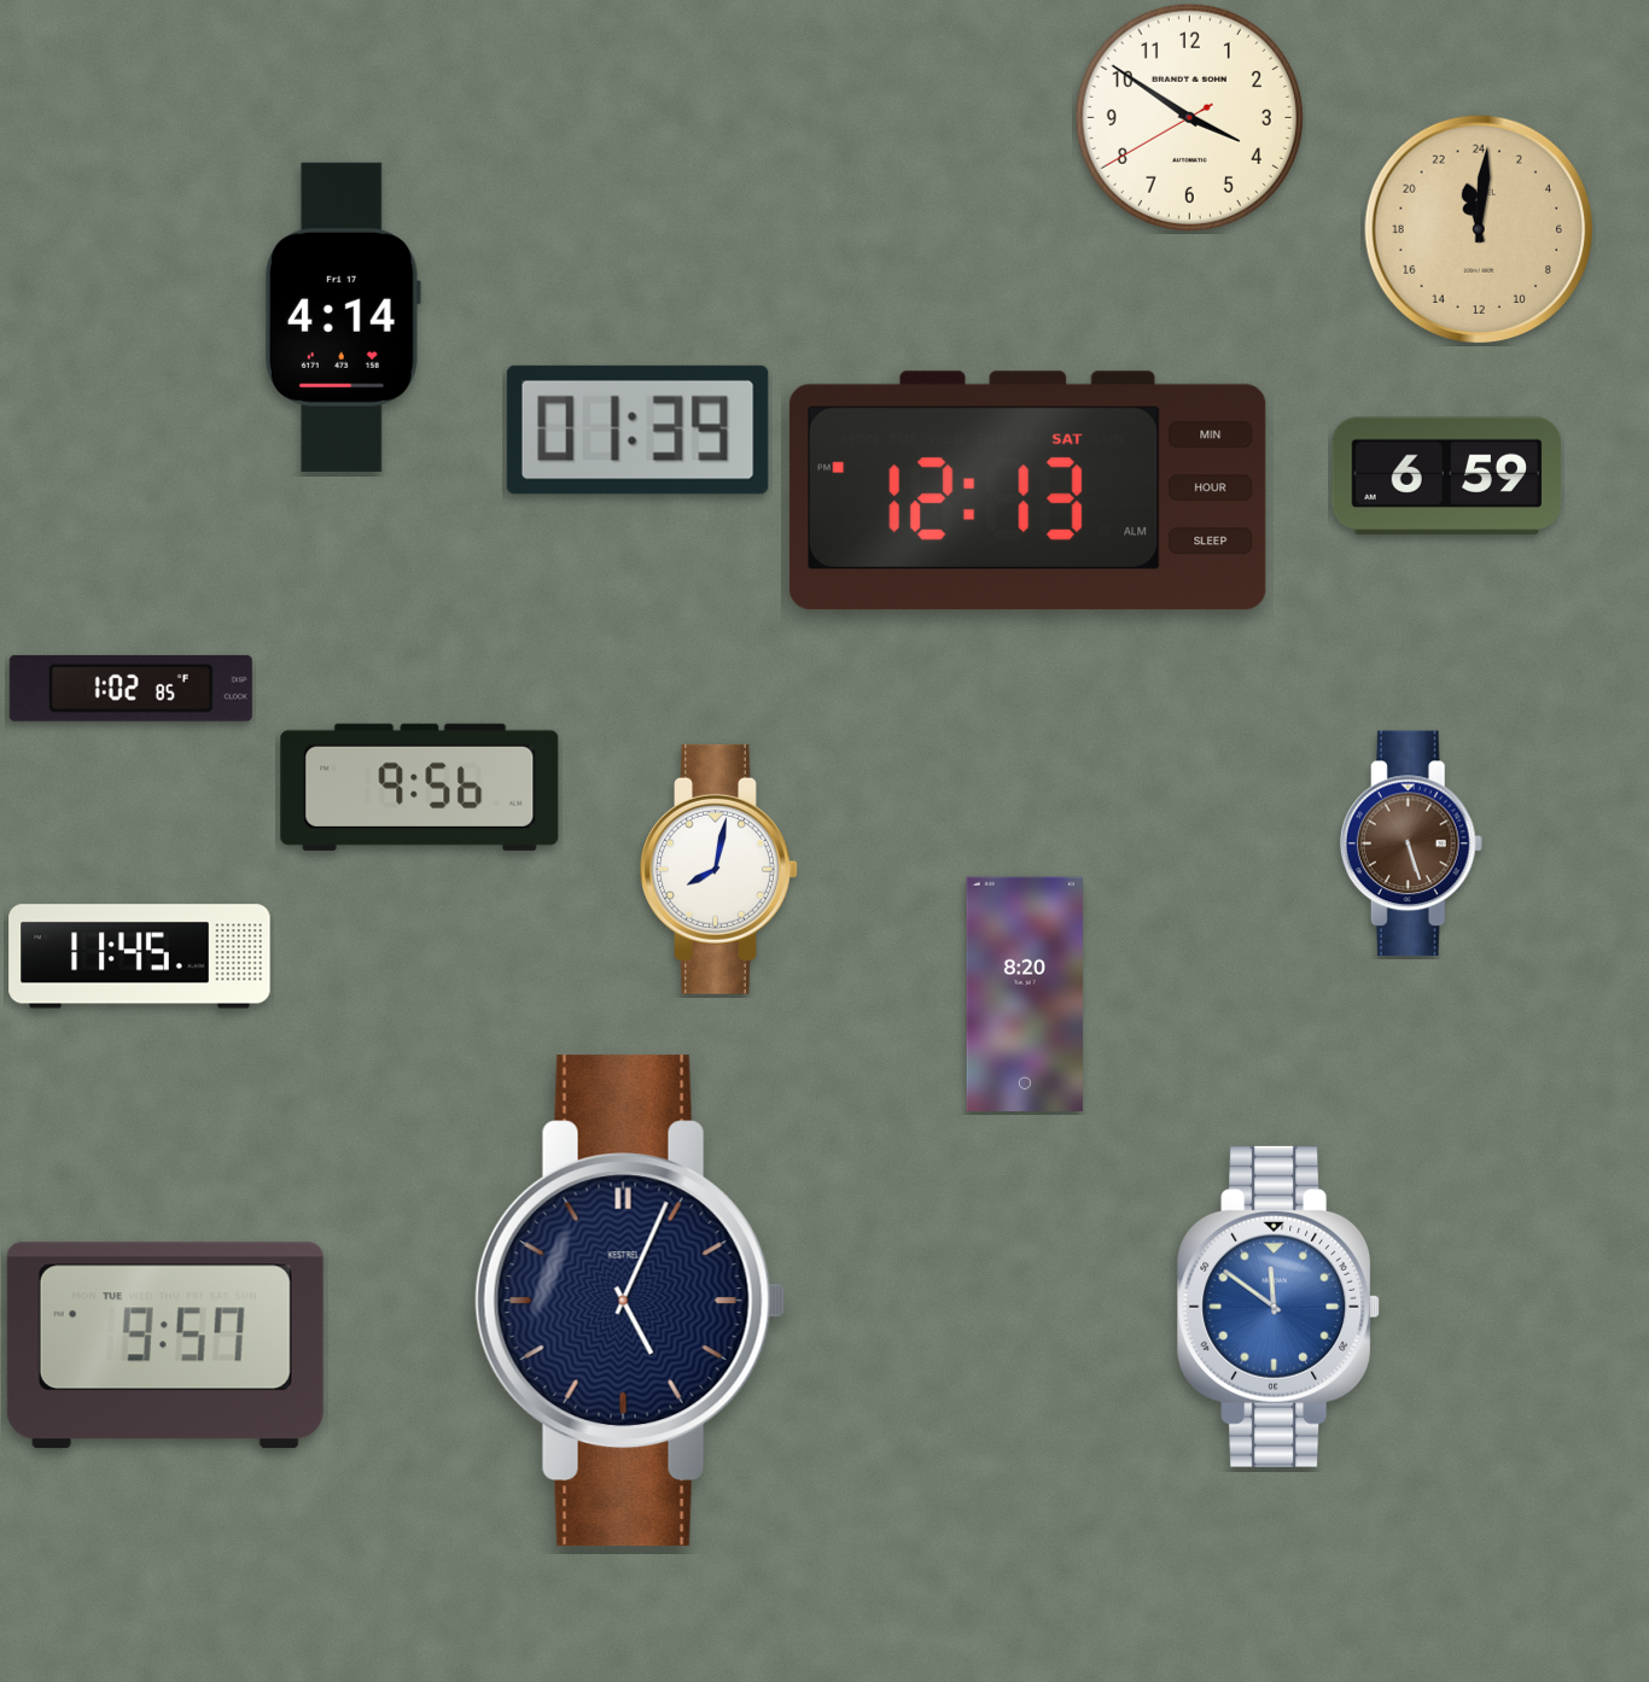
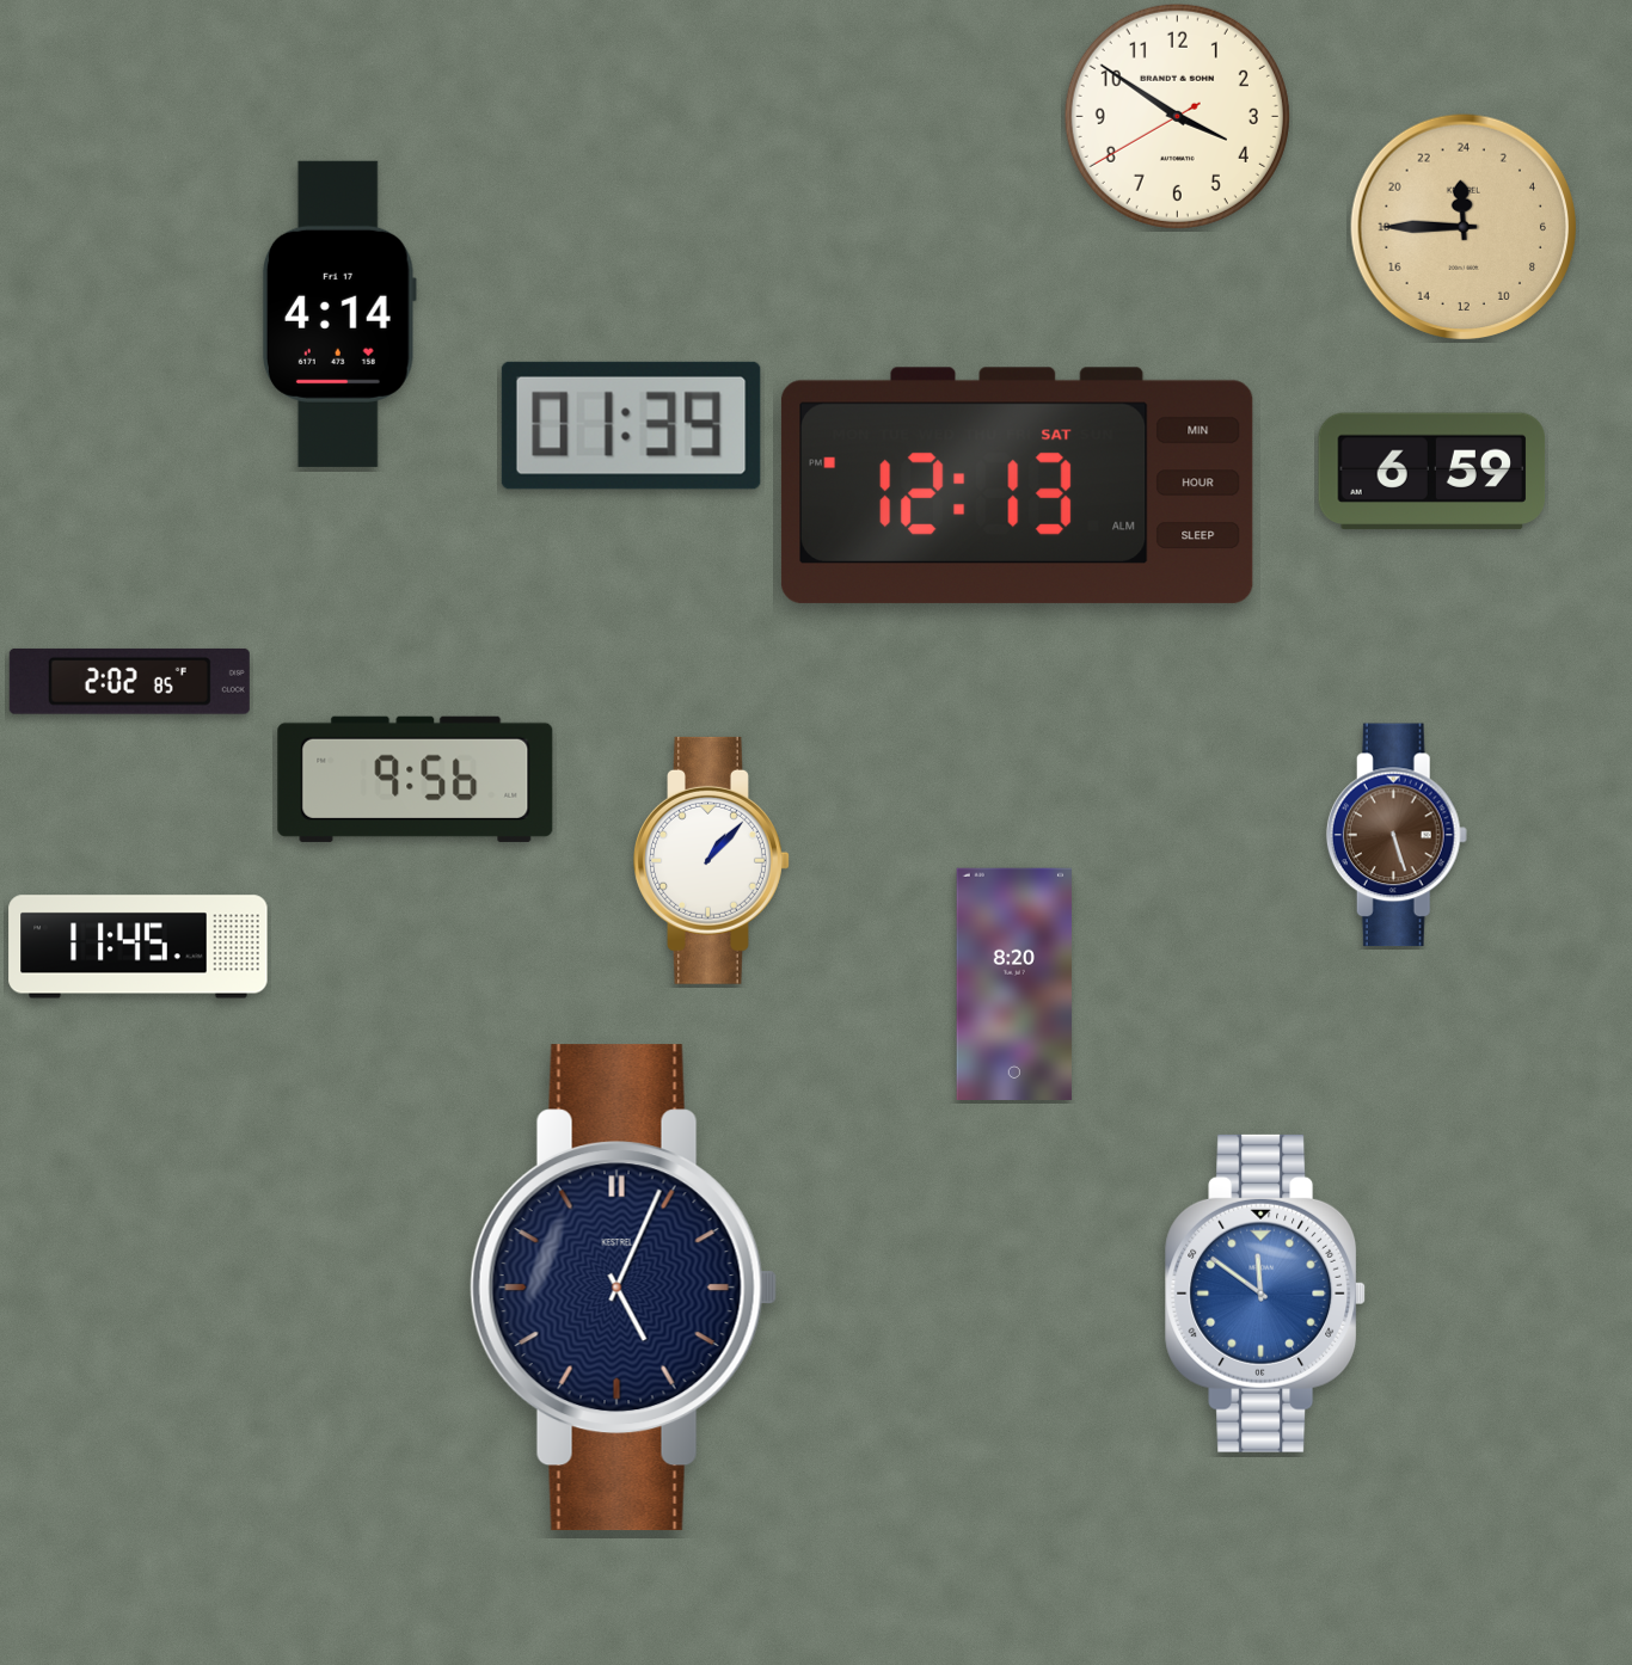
clock at (1479, 228): 23:01 -> 23:45
clock at (130, 688): 1:02 -> 2:02
clock at (719, 869): 8:02 -> 1:07
clock at (165, 1345): 9:57 -> none
